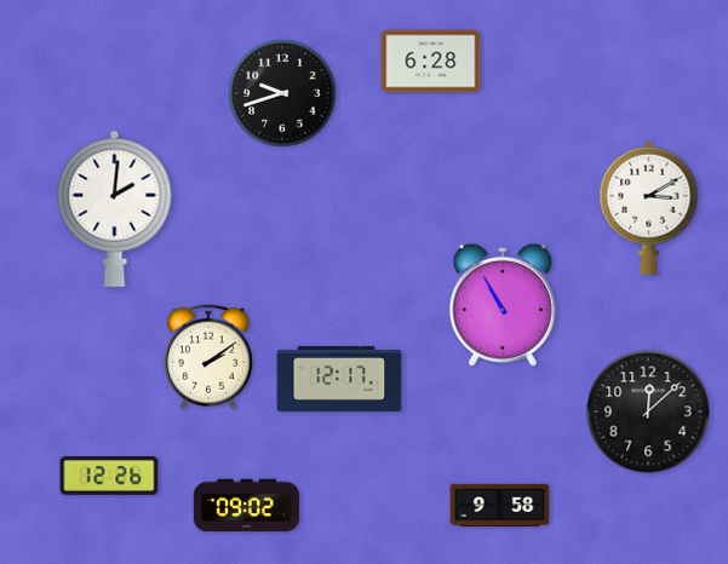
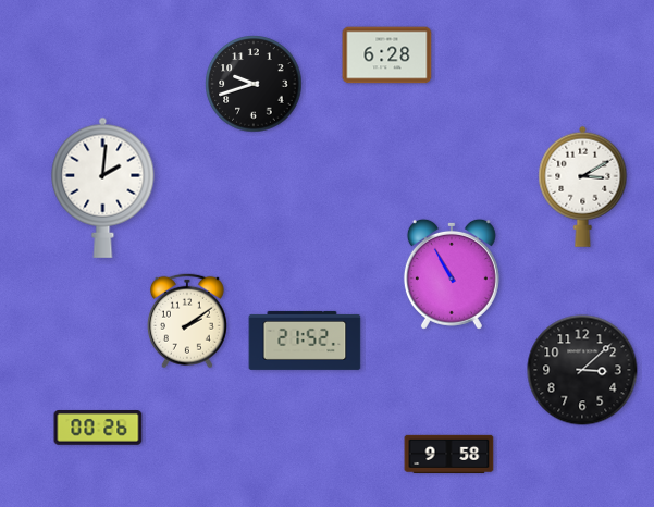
clock at (339, 379): 12:17 -> 21:52
clock at (648, 412): 12:08 -> 3:08
clock at (109, 477): 12:26 -> 00:26
clock at (246, 506): 09:02 -> none
